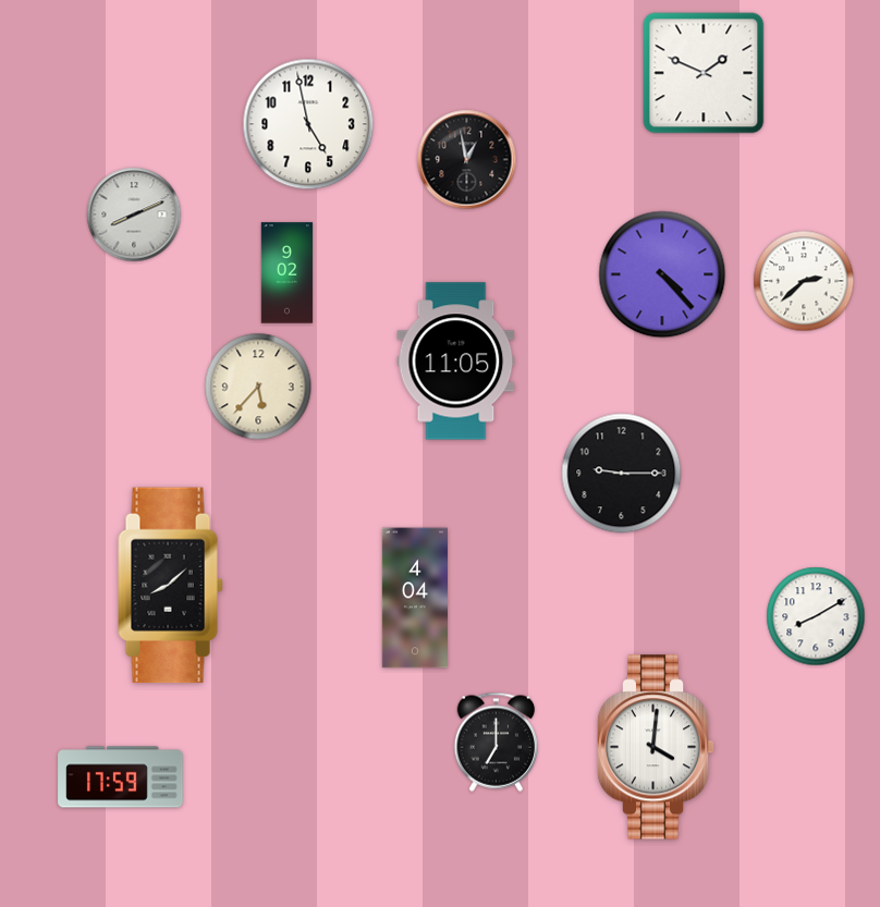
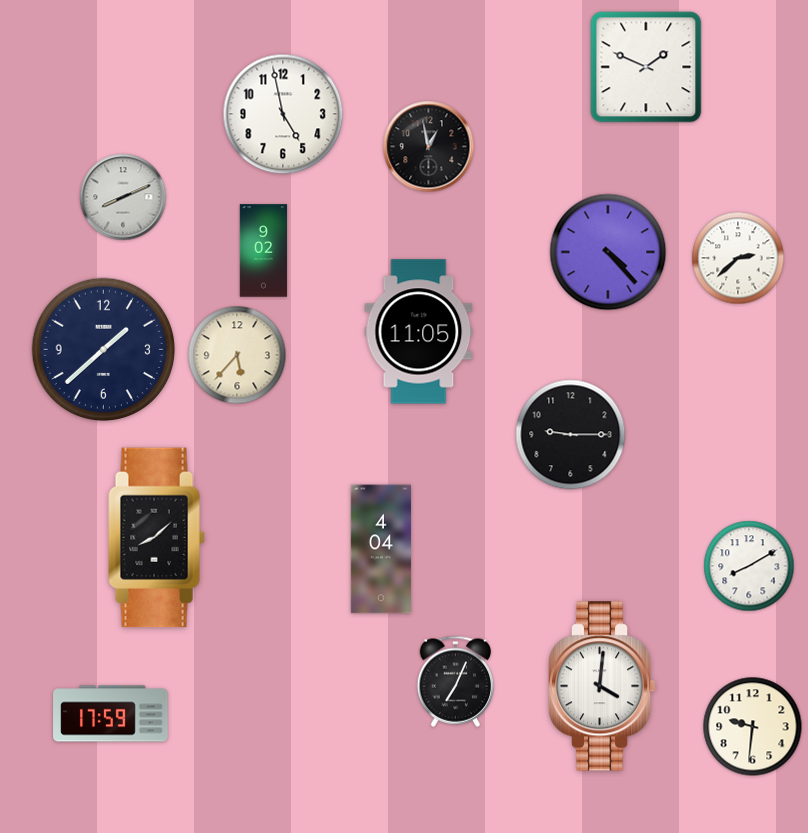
clock at (103, 349): none -> 1:38
clock at (497, 741): 7:00 -> 7:04
clock at (753, 727): none -> 9:31
